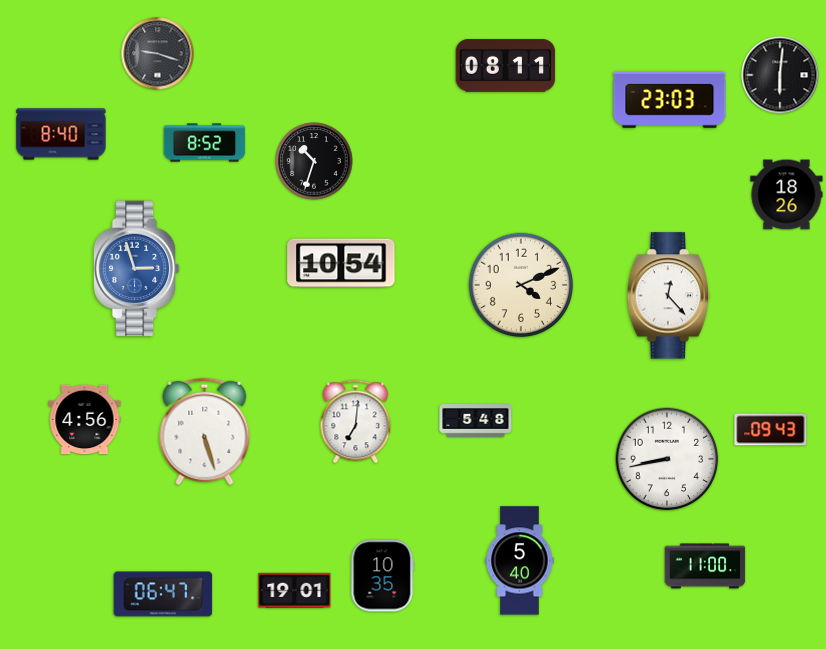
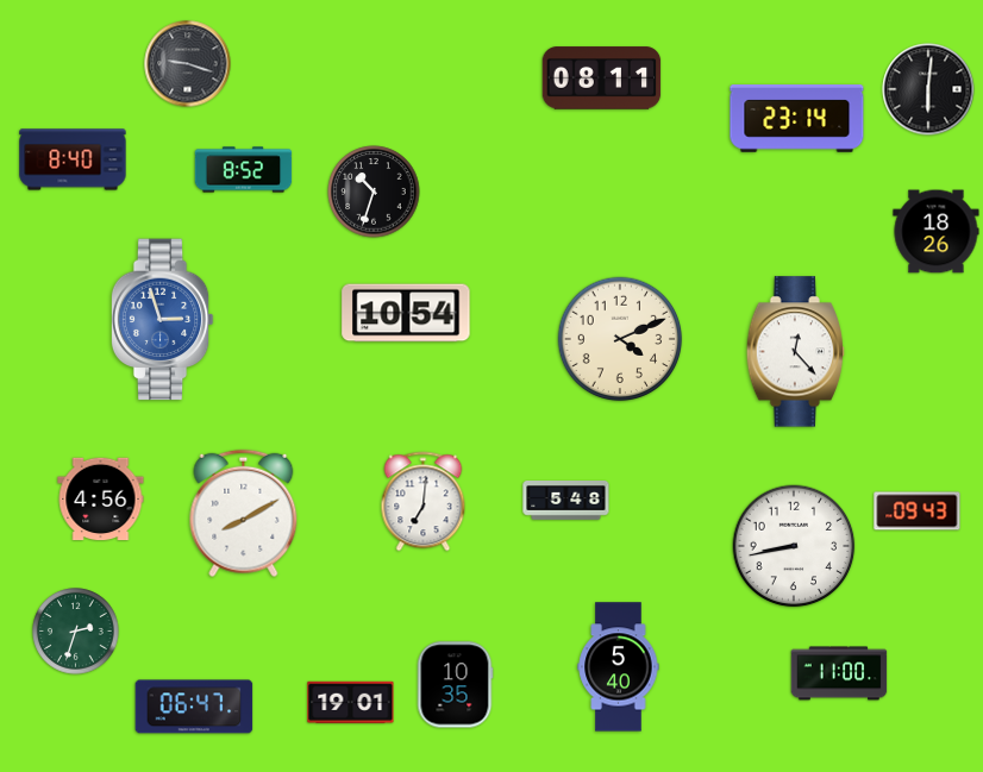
clock at (670, 100): 23:03 -> 23:14
clock at (205, 432): 5:27 -> 8:10
clock at (76, 632): none -> 2:33
